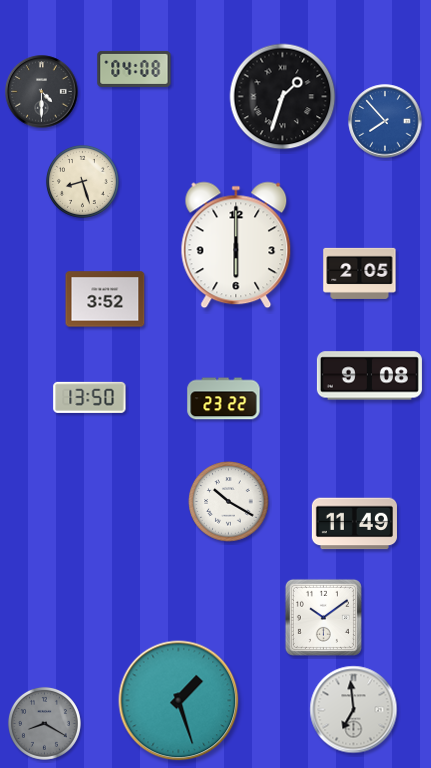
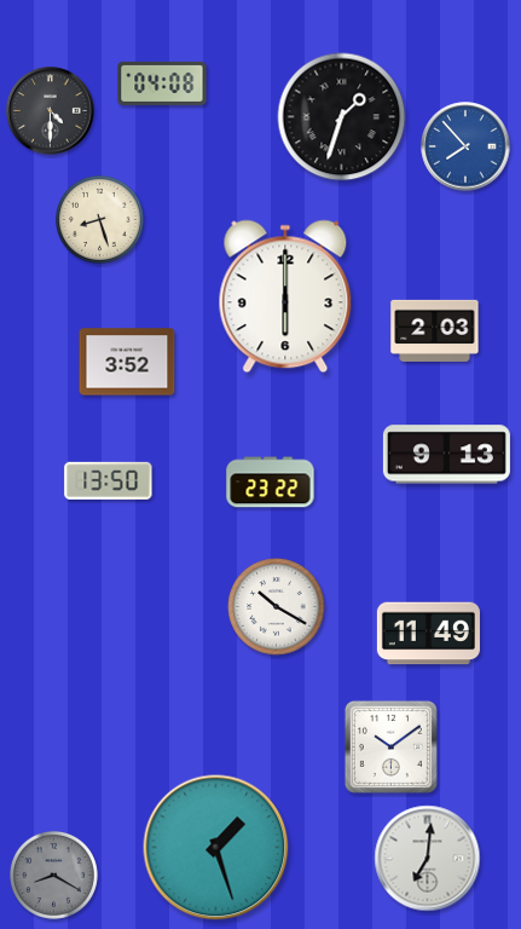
clock at (360, 273): 2:05 -> 2:03
clock at (369, 376): 9:08 -> 9:13
clock at (354, 710): 6:59 -> 7:01
